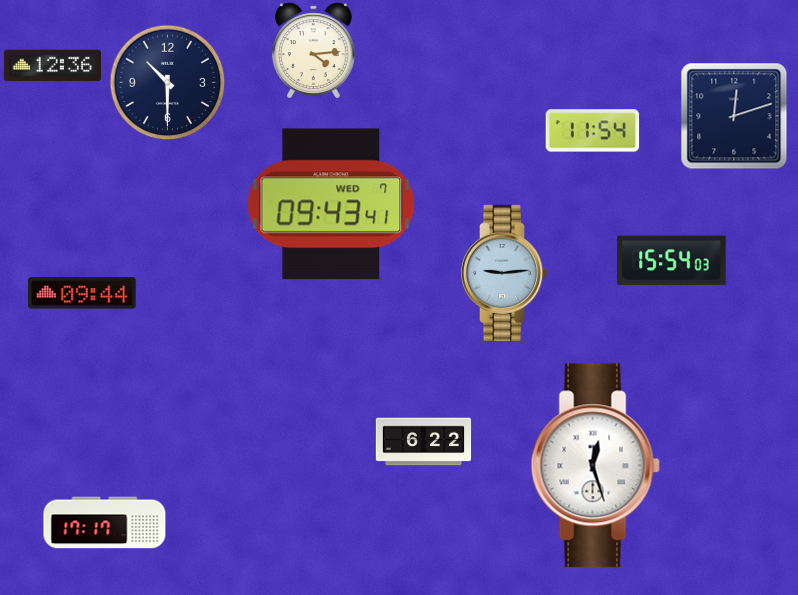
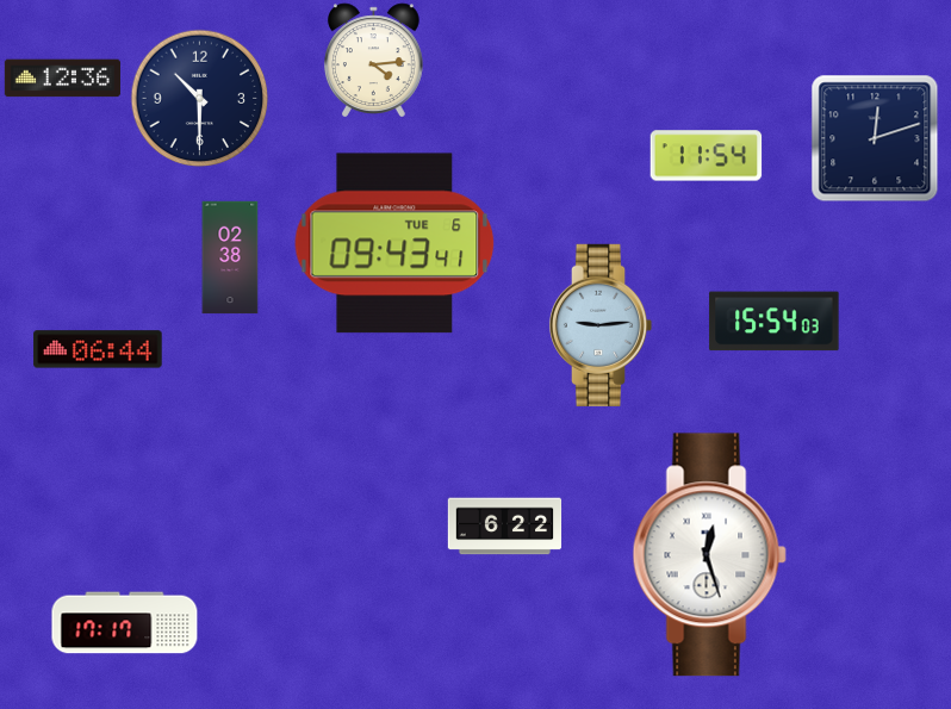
clock at (331, 204) date: WED 7 -> TUE 6
clock at (230, 257): none -> 02:38
clock at (672, 261) position: (672, 261) -> (775, 322)
clock at (82, 293): 09:44 -> 06:44
